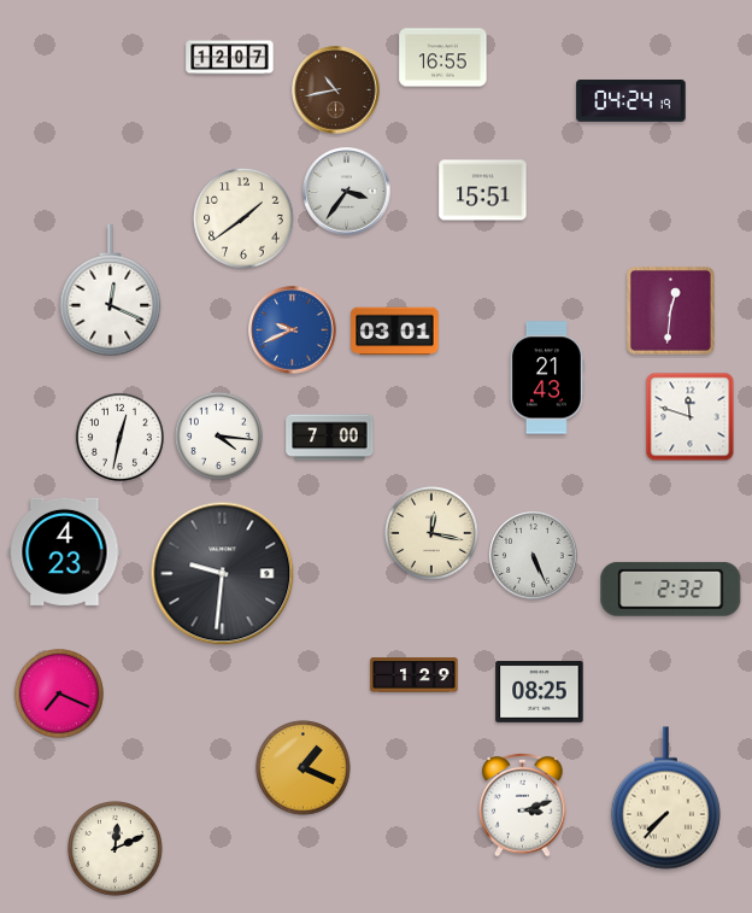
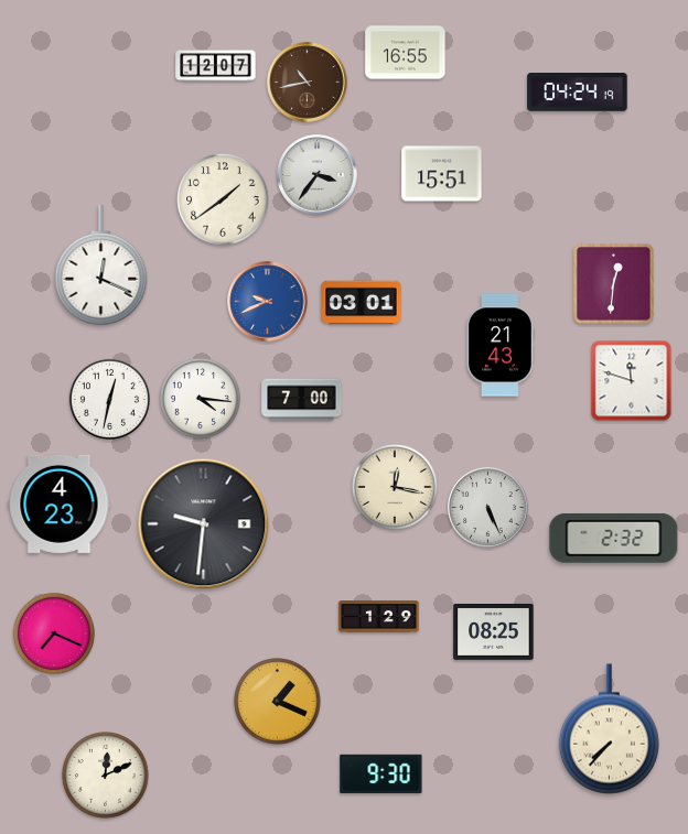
clock at (230, 58) position: (230, 58) -> (216, 66)
clock at (523, 804): 3:12 -> none
clock at (381, 773): none -> 9:30
